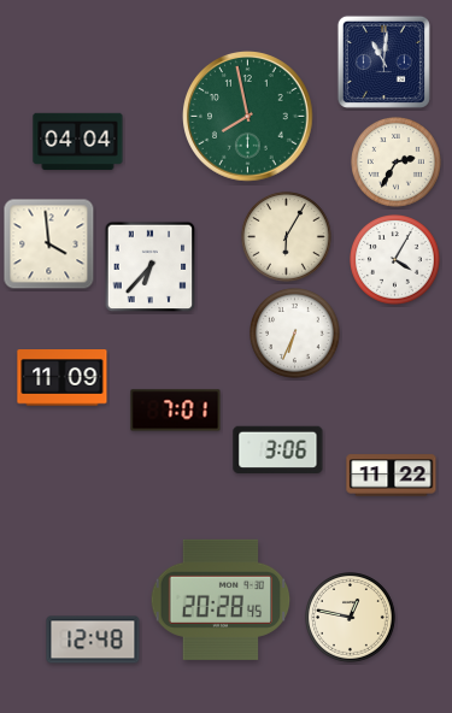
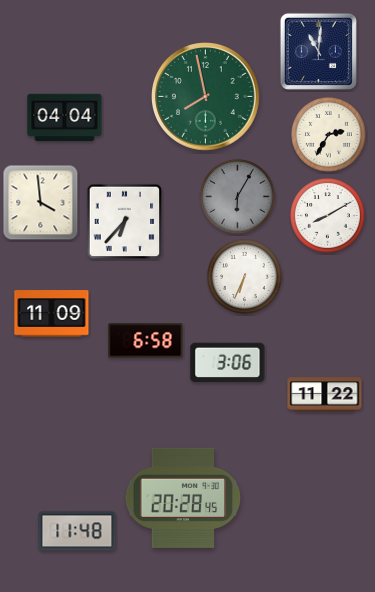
clock at (287, 237) dial: cream -> grey
clock at (395, 260): 4:05 -> 8:10
clock at (176, 411): 7:01 -> 6:58
clock at (278, 449) position: (278, 449) -> (228, 362)
clock at (351, 618): 12:47 -> none
clock at (93, 640): 12:48 -> 11:48
